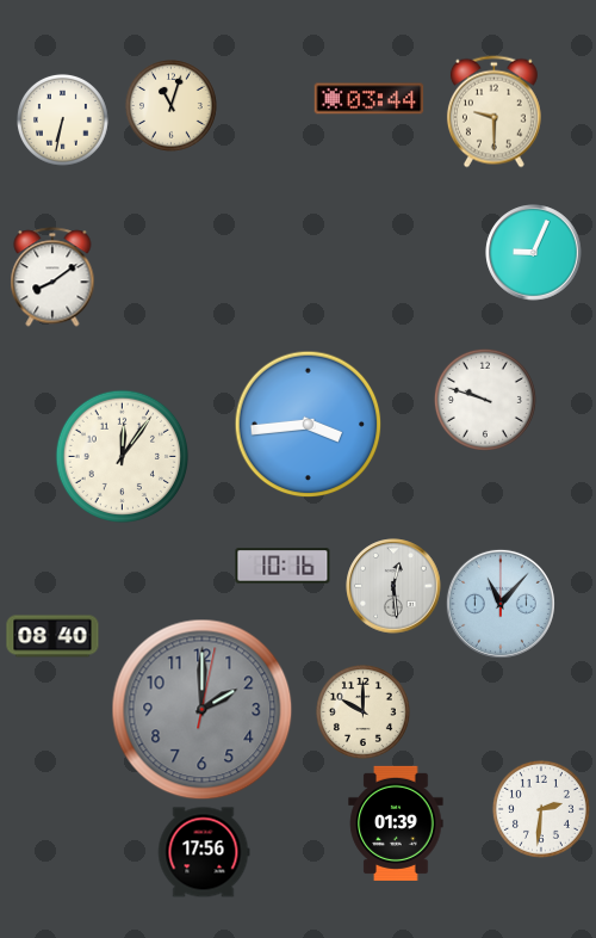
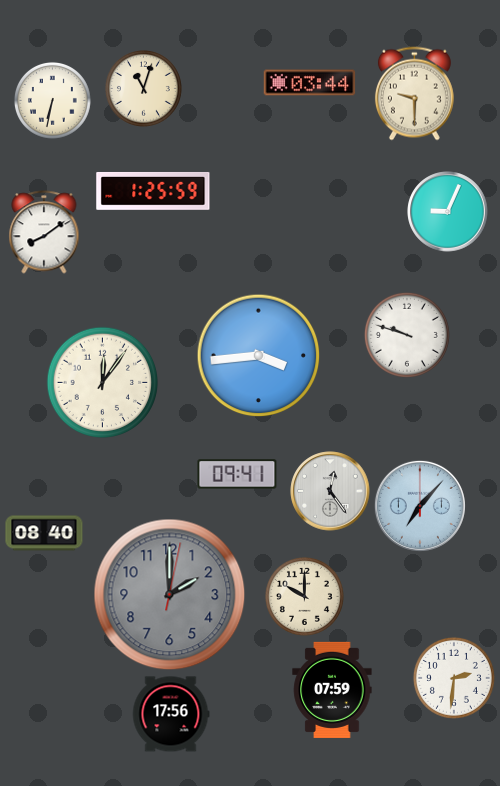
clock at (153, 191): none -> 1:25
clock at (283, 566): 10:16 -> 09:41
clock at (393, 586): 12:29 -> 12:24
clock at (501, 604): 11:07 -> 7:07
clock at (396, 823): 01:39 -> 07:59
